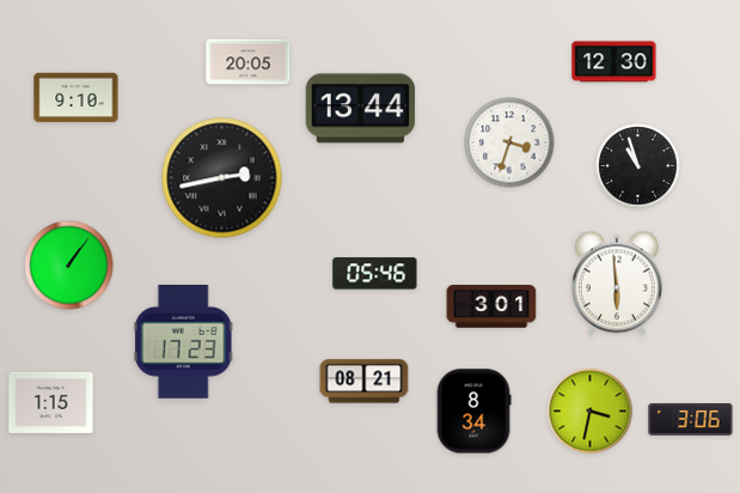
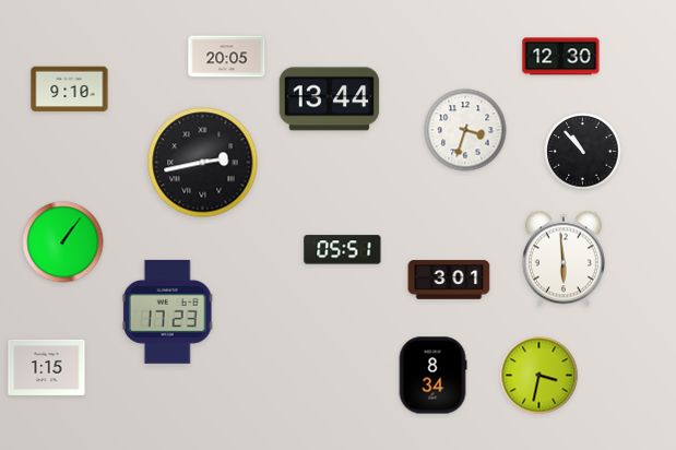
clock at (638, 166): 10:57 -> 10:53
clock at (375, 274): 05:46 -> 05:51
clock at (365, 382): 08:21 -> none
clock at (691, 420): 3:06 -> none
